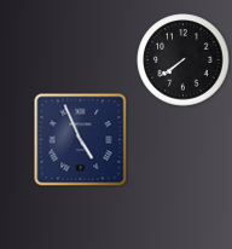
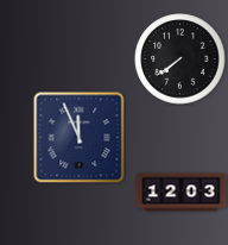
clock at (81, 140): 4:56 -> 11:56
clock at (182, 193): none -> 12:03
